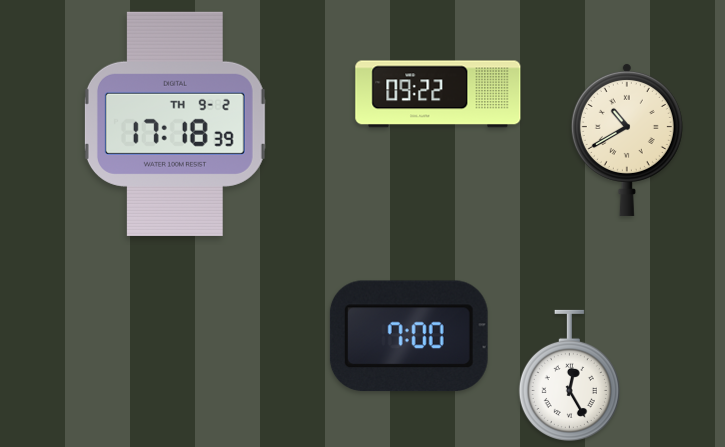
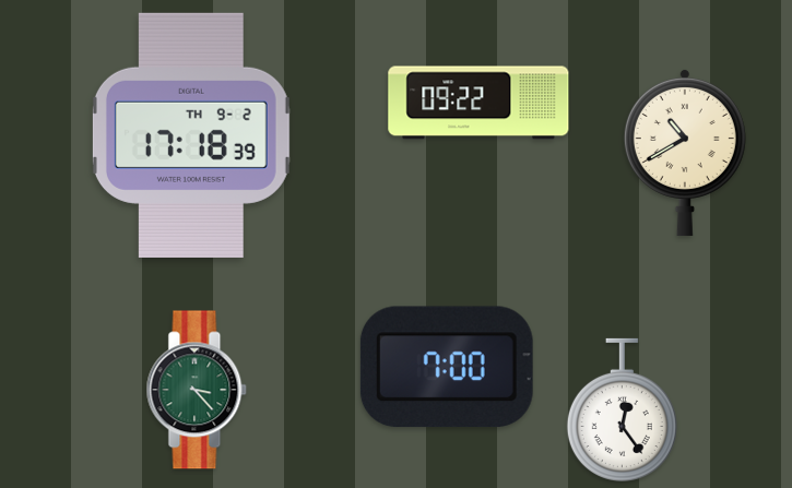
clock at (197, 390): none -> 3:23
clock at (569, 375): 12:25 -> 12:24
